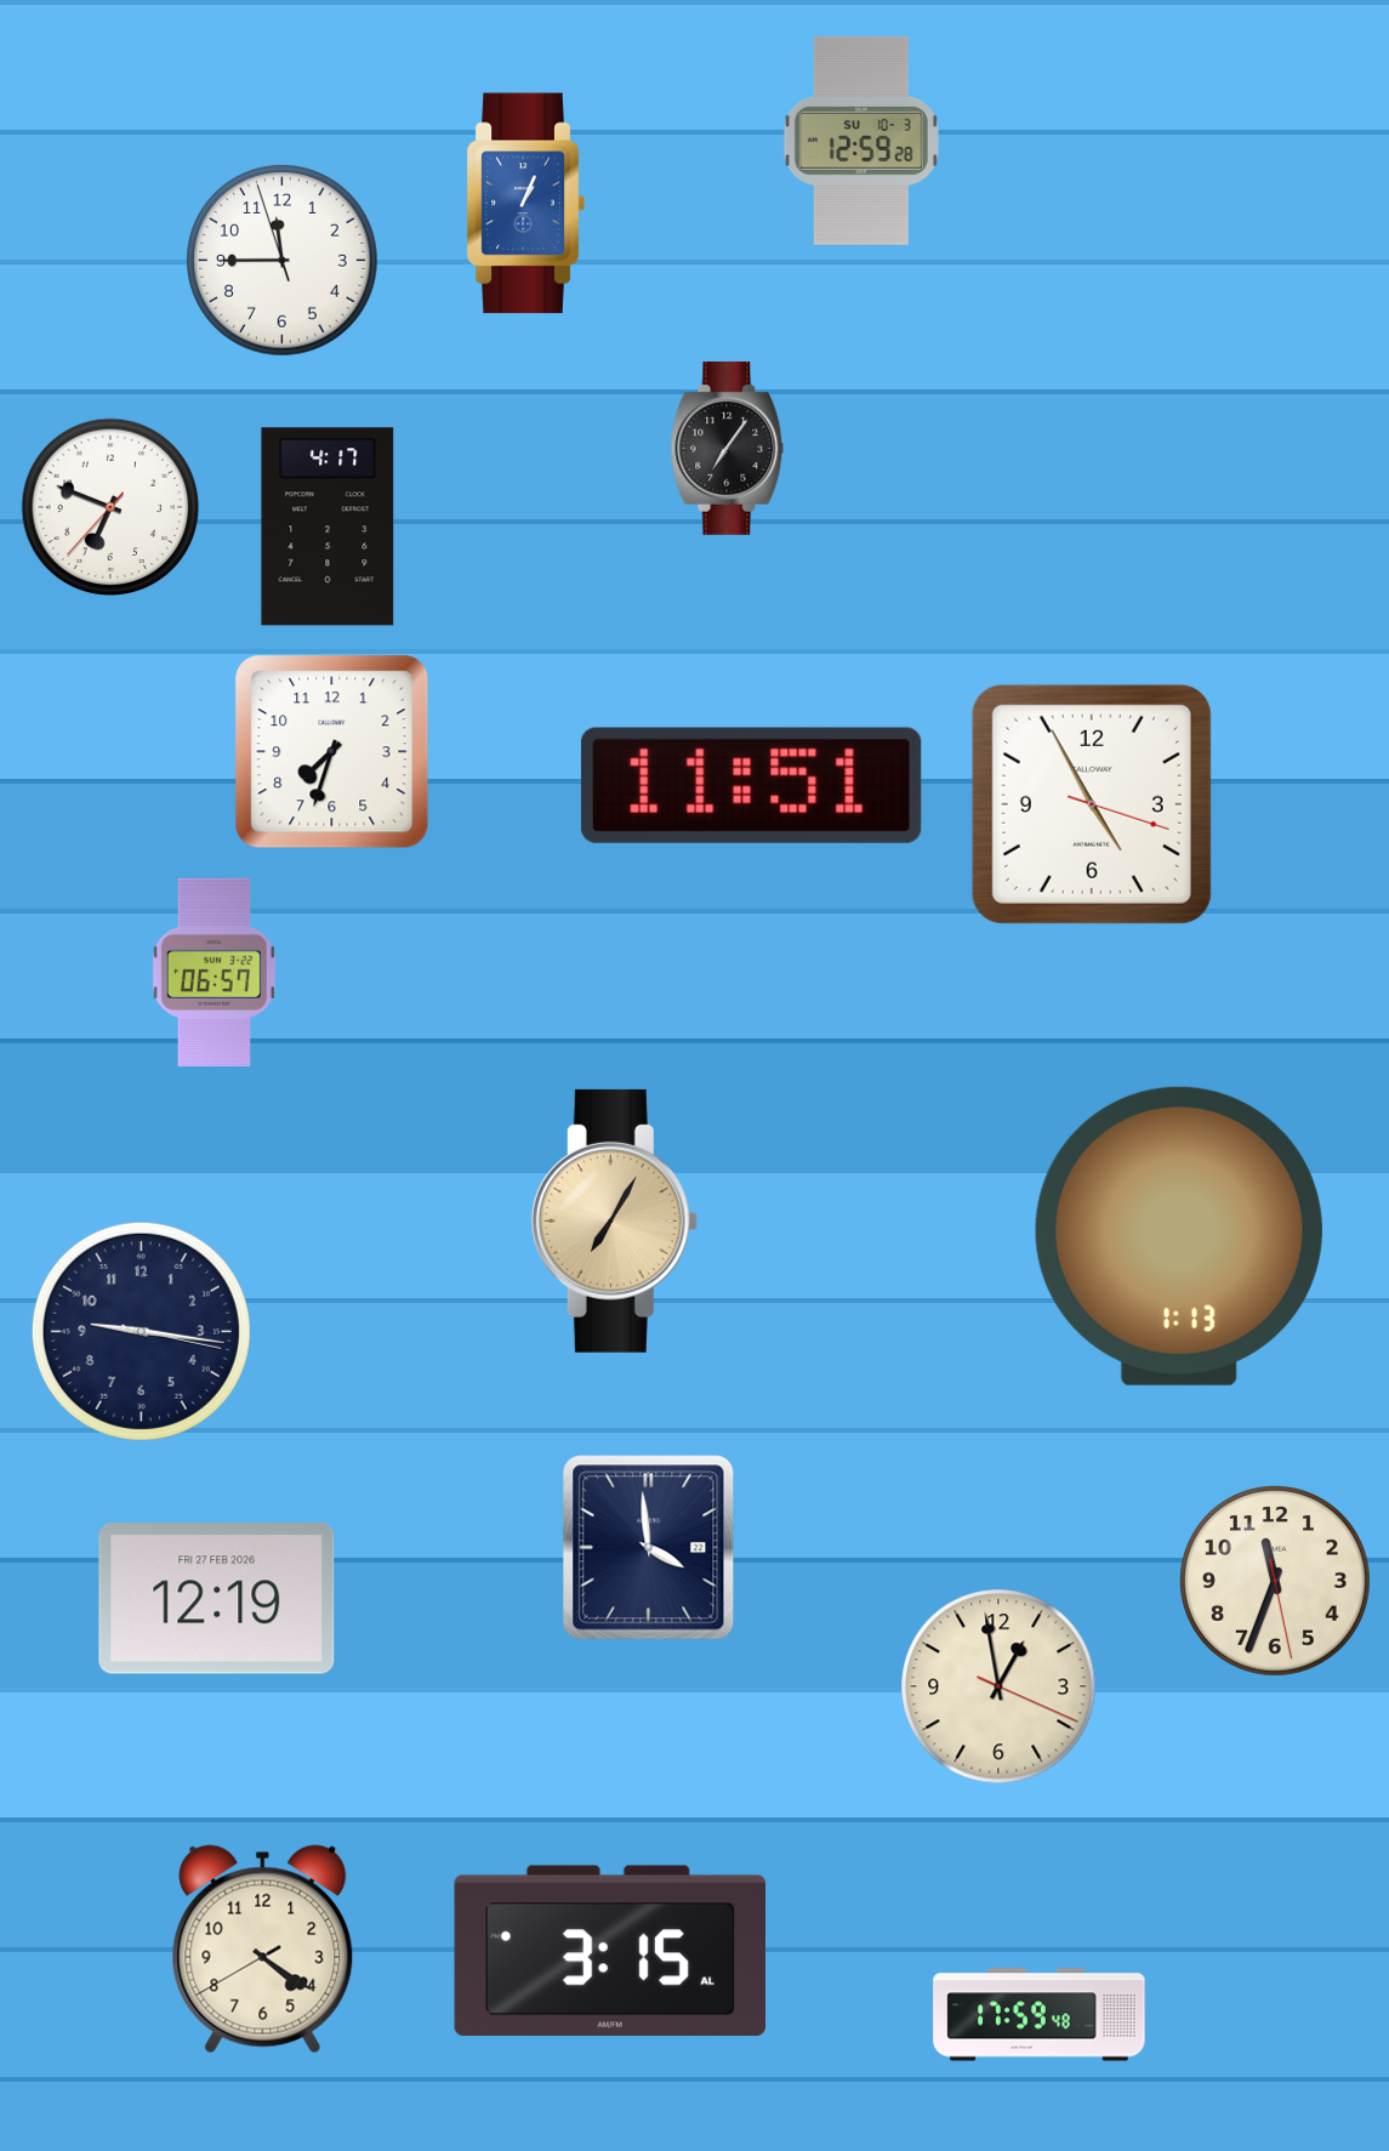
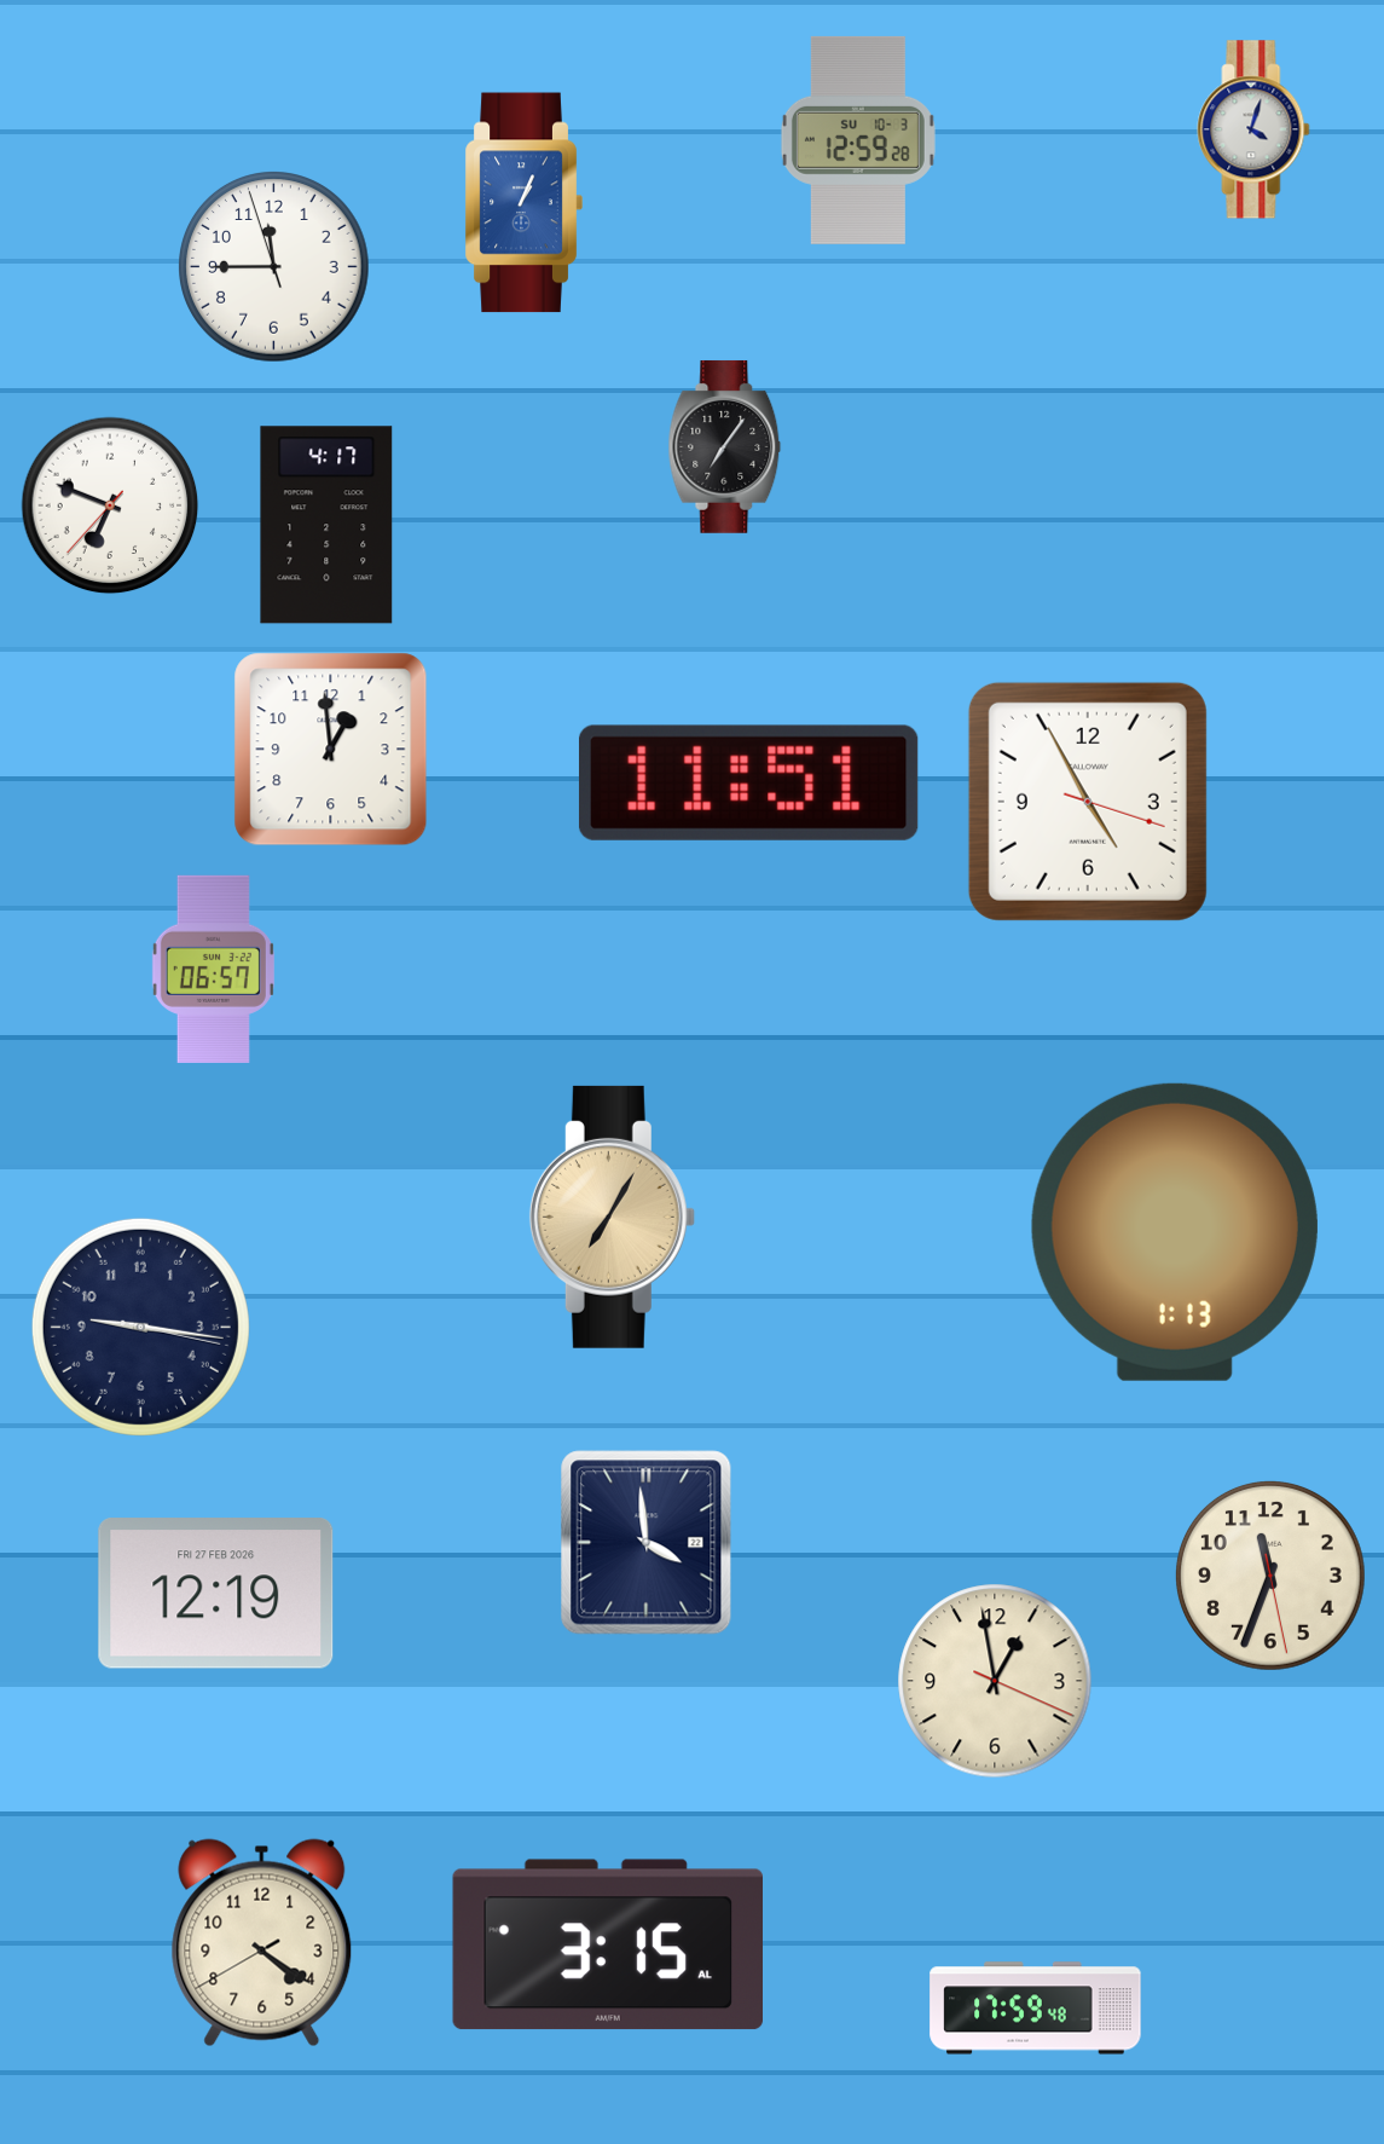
clock at (1253, 129): none -> 4:03
clock at (283, 261) position: (283, 261) -> (274, 267)
clock at (332, 752): 7:33 -> 12:59
